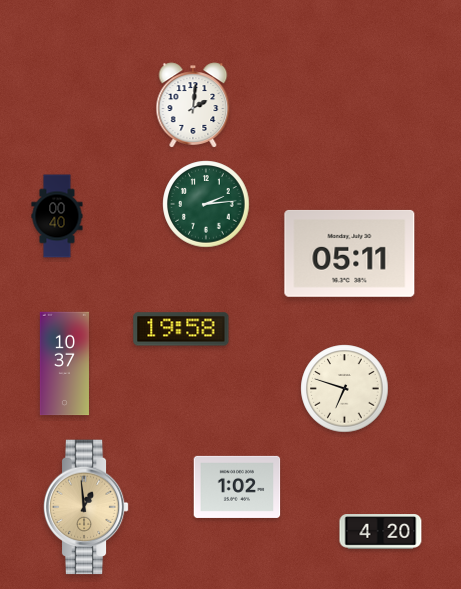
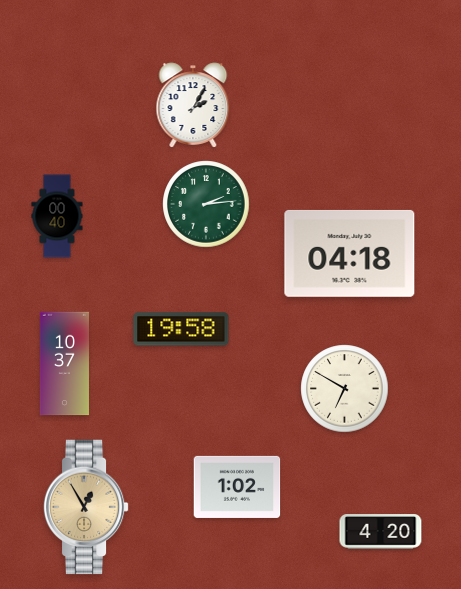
clock at (193, 105): 2:01 -> 2:05
clock at (350, 253): 05:11 -> 04:18
clock at (345, 389): 6:48 -> 6:50
clock at (86, 507): 12:59 -> 12:55
